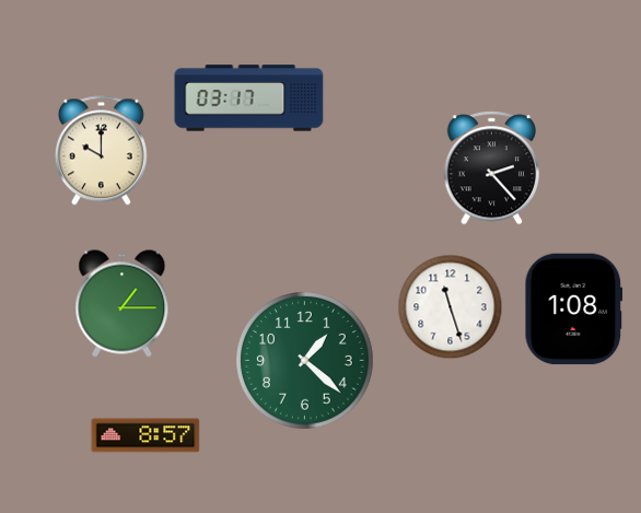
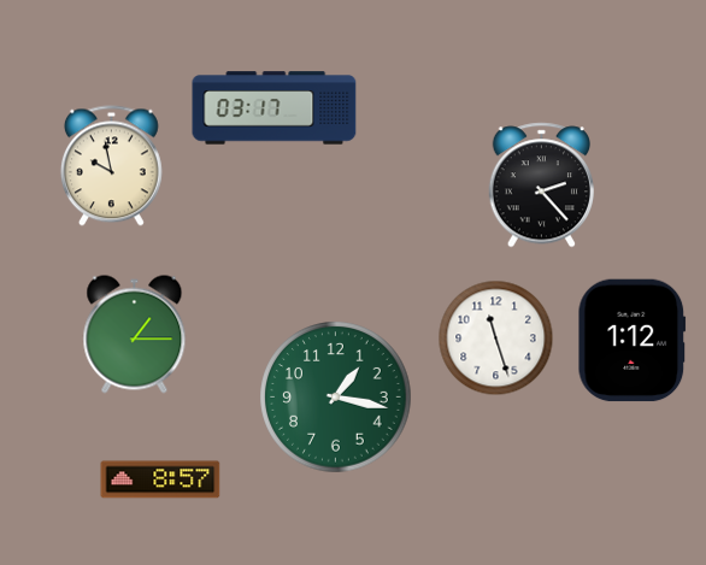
clock at (101, 151): 10:00 -> 9:58
clock at (574, 310): 1:08 -> 1:12
clock at (305, 361): 1:22 -> 1:17
